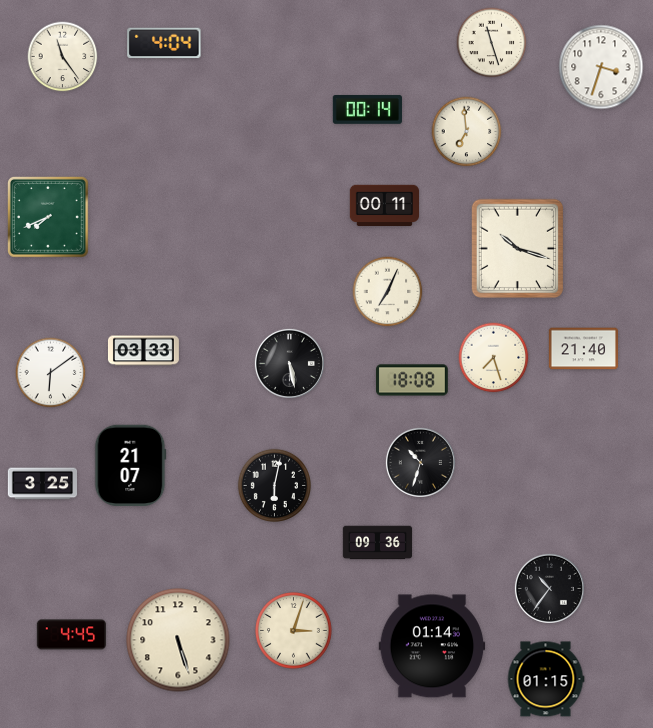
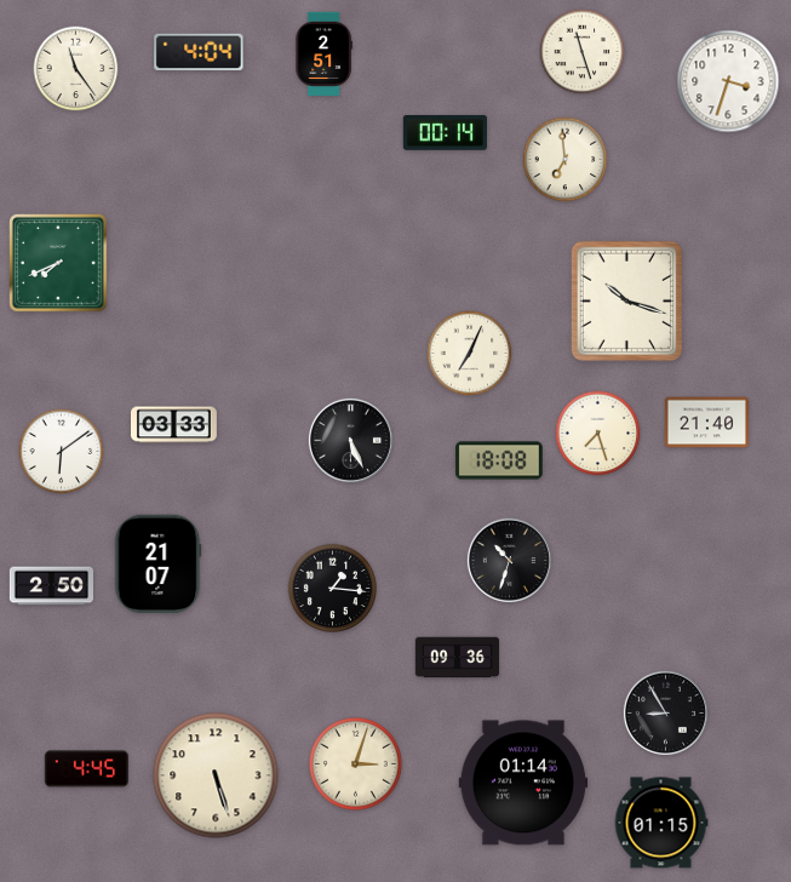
clock at (492, 43) position: (492, 43) -> (583, 52)
clock at (323, 55): none -> 2:51
clock at (384, 205): 00:11 -> none
clock at (289, 363): 5:28 -> 5:26
clock at (42, 484): 3:25 -> 2:50
clock at (274, 485): 6:02 -> 1:16
clock at (549, 588): 10:36 -> 8:55
